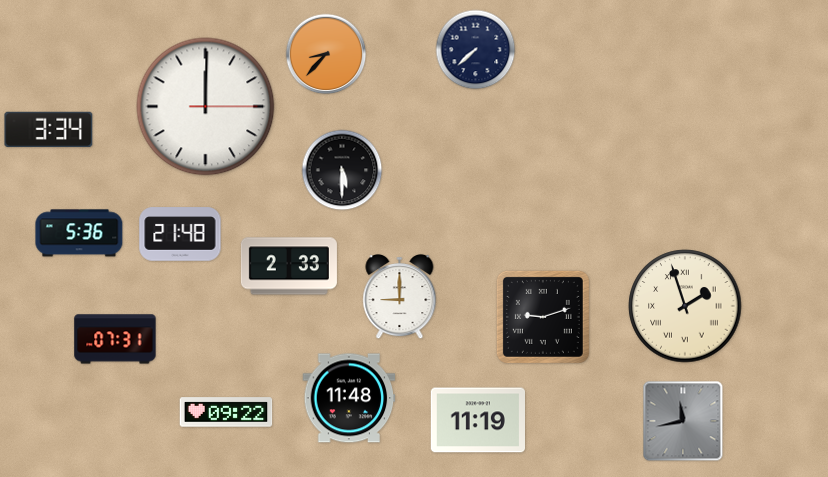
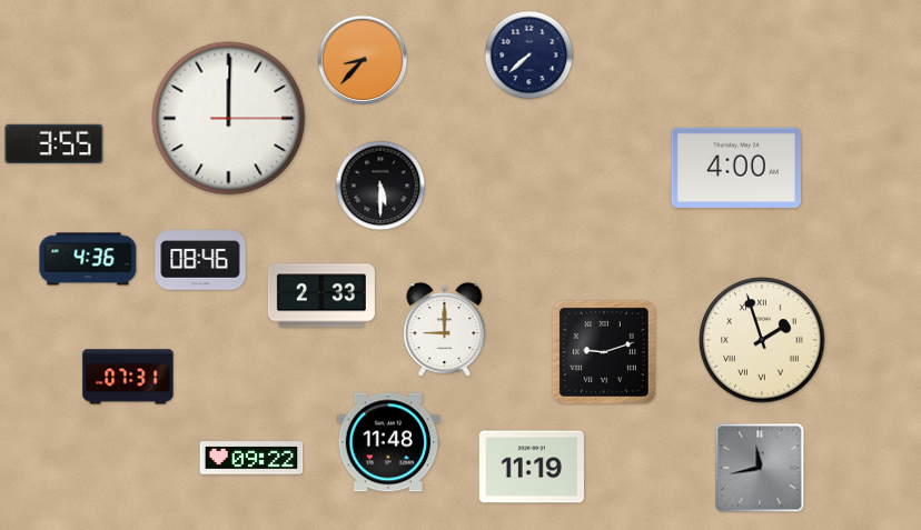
clock at (49, 129): 3:34 -> 3:55
clock at (736, 168): none -> 4:00
clock at (342, 170) position: (342, 170) -> (380, 186)
clock at (79, 233): 5:36 -> 4:36
clock at (180, 234): 21:48 -> 08:46
